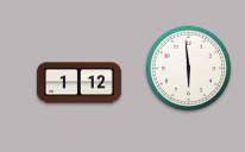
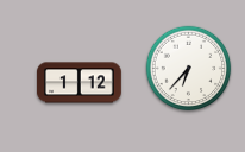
clock at (189, 69): 5:59 -> 6:37
